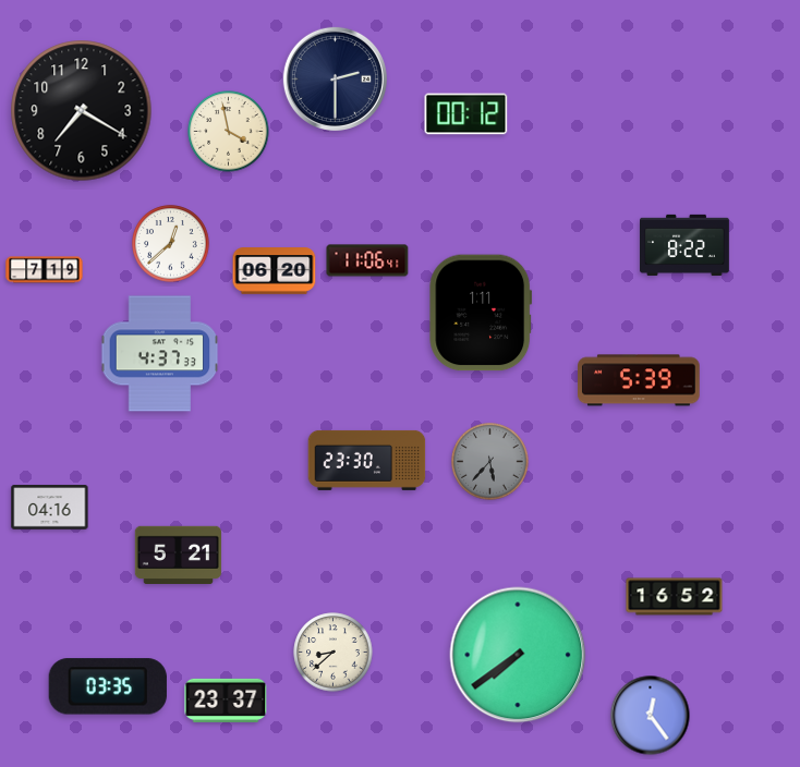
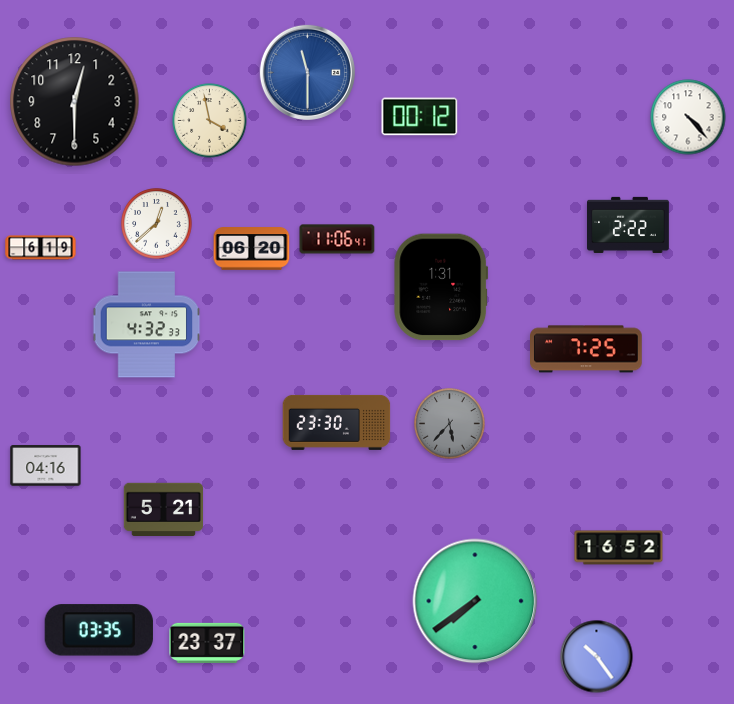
clock at (335, 78): 2:30 -> 11:30
clock at (335, 78) dial: navy -> blue
clock at (82, 111): 7:20 -> 12:30
clock at (466, 114) position: (466, 114) -> (420, 117)
clock at (688, 117): none -> 4:23
clock at (686, 245): 8:22 -> 2:22
clock at (45, 270): 7:19 -> 6:19
clock at (481, 313): 1:11 -> 1:31
clock at (160, 354): 4:37 -> 4:32
clock at (640, 380): 5:39 -> 7:25
clock at (334, 653): 8:38 -> none
clock at (651, 716): 12:24 -> 10:24
